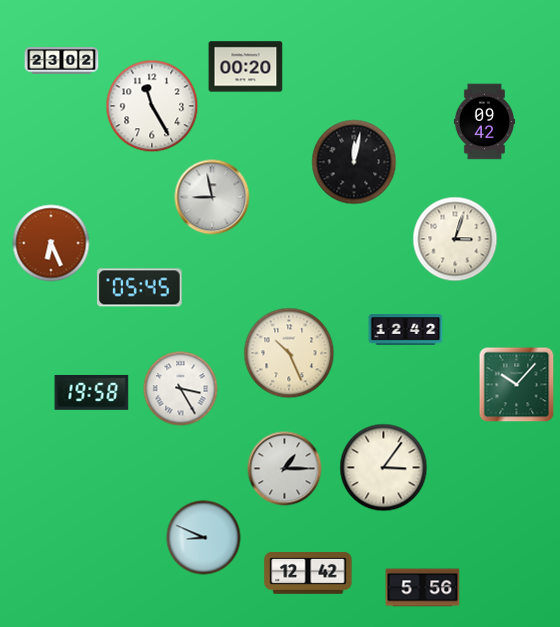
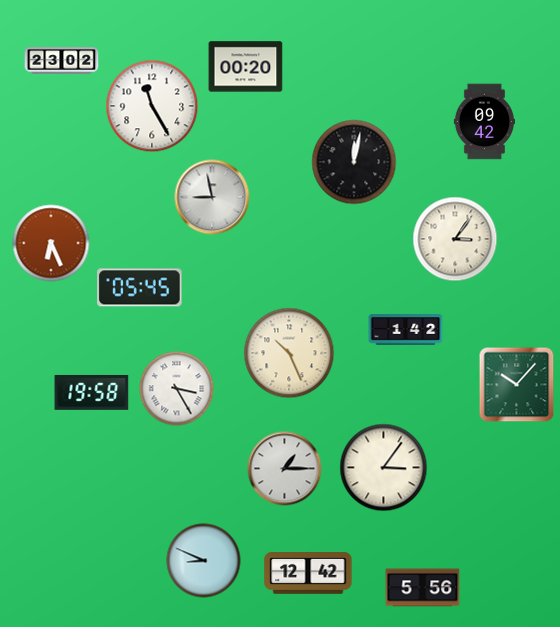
clock at (455, 239): 3:03 -> 3:06
clock at (406, 330): 12:42 -> 1:42
clock at (181, 389) position: (181, 389) -> (177, 389)
clock at (204, 538) position: (204, 538) -> (204, 561)
